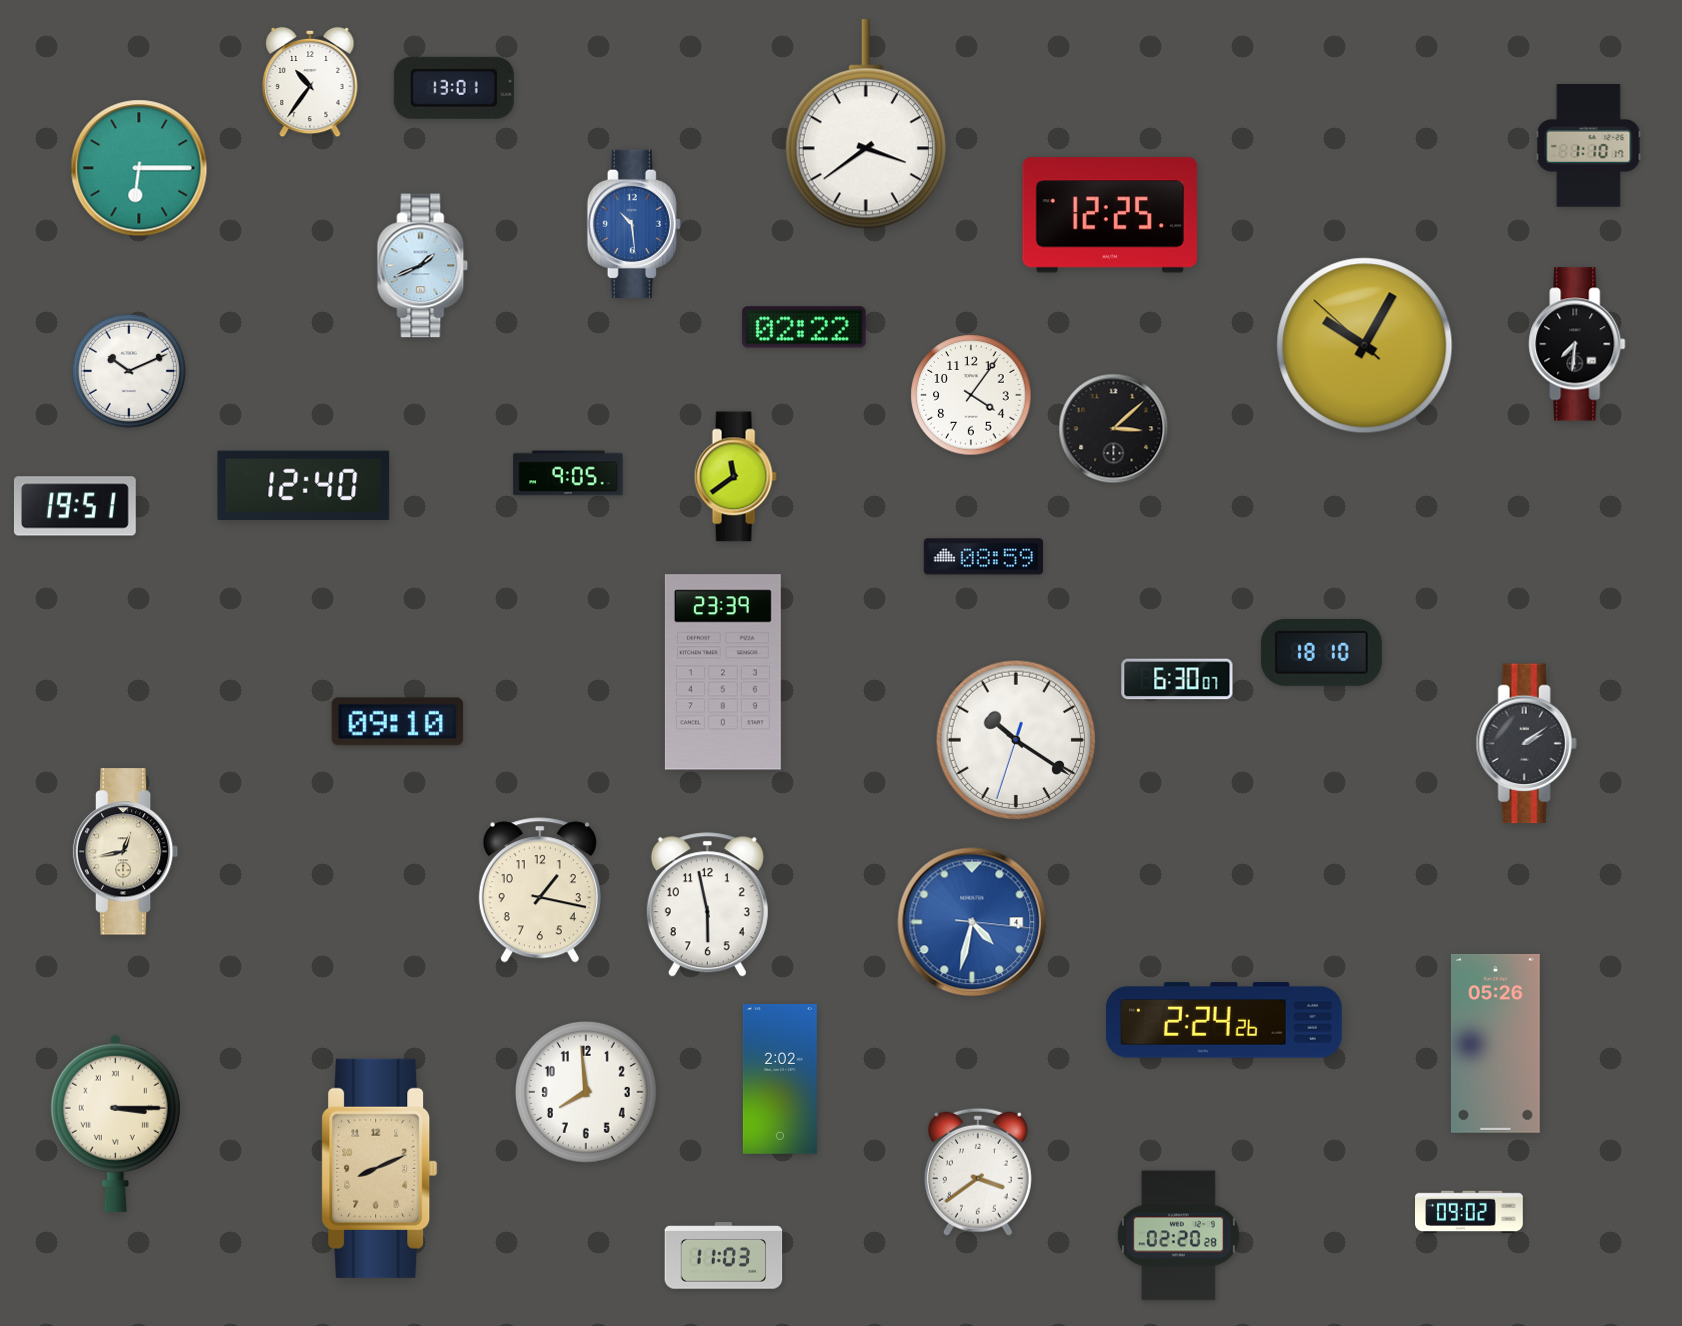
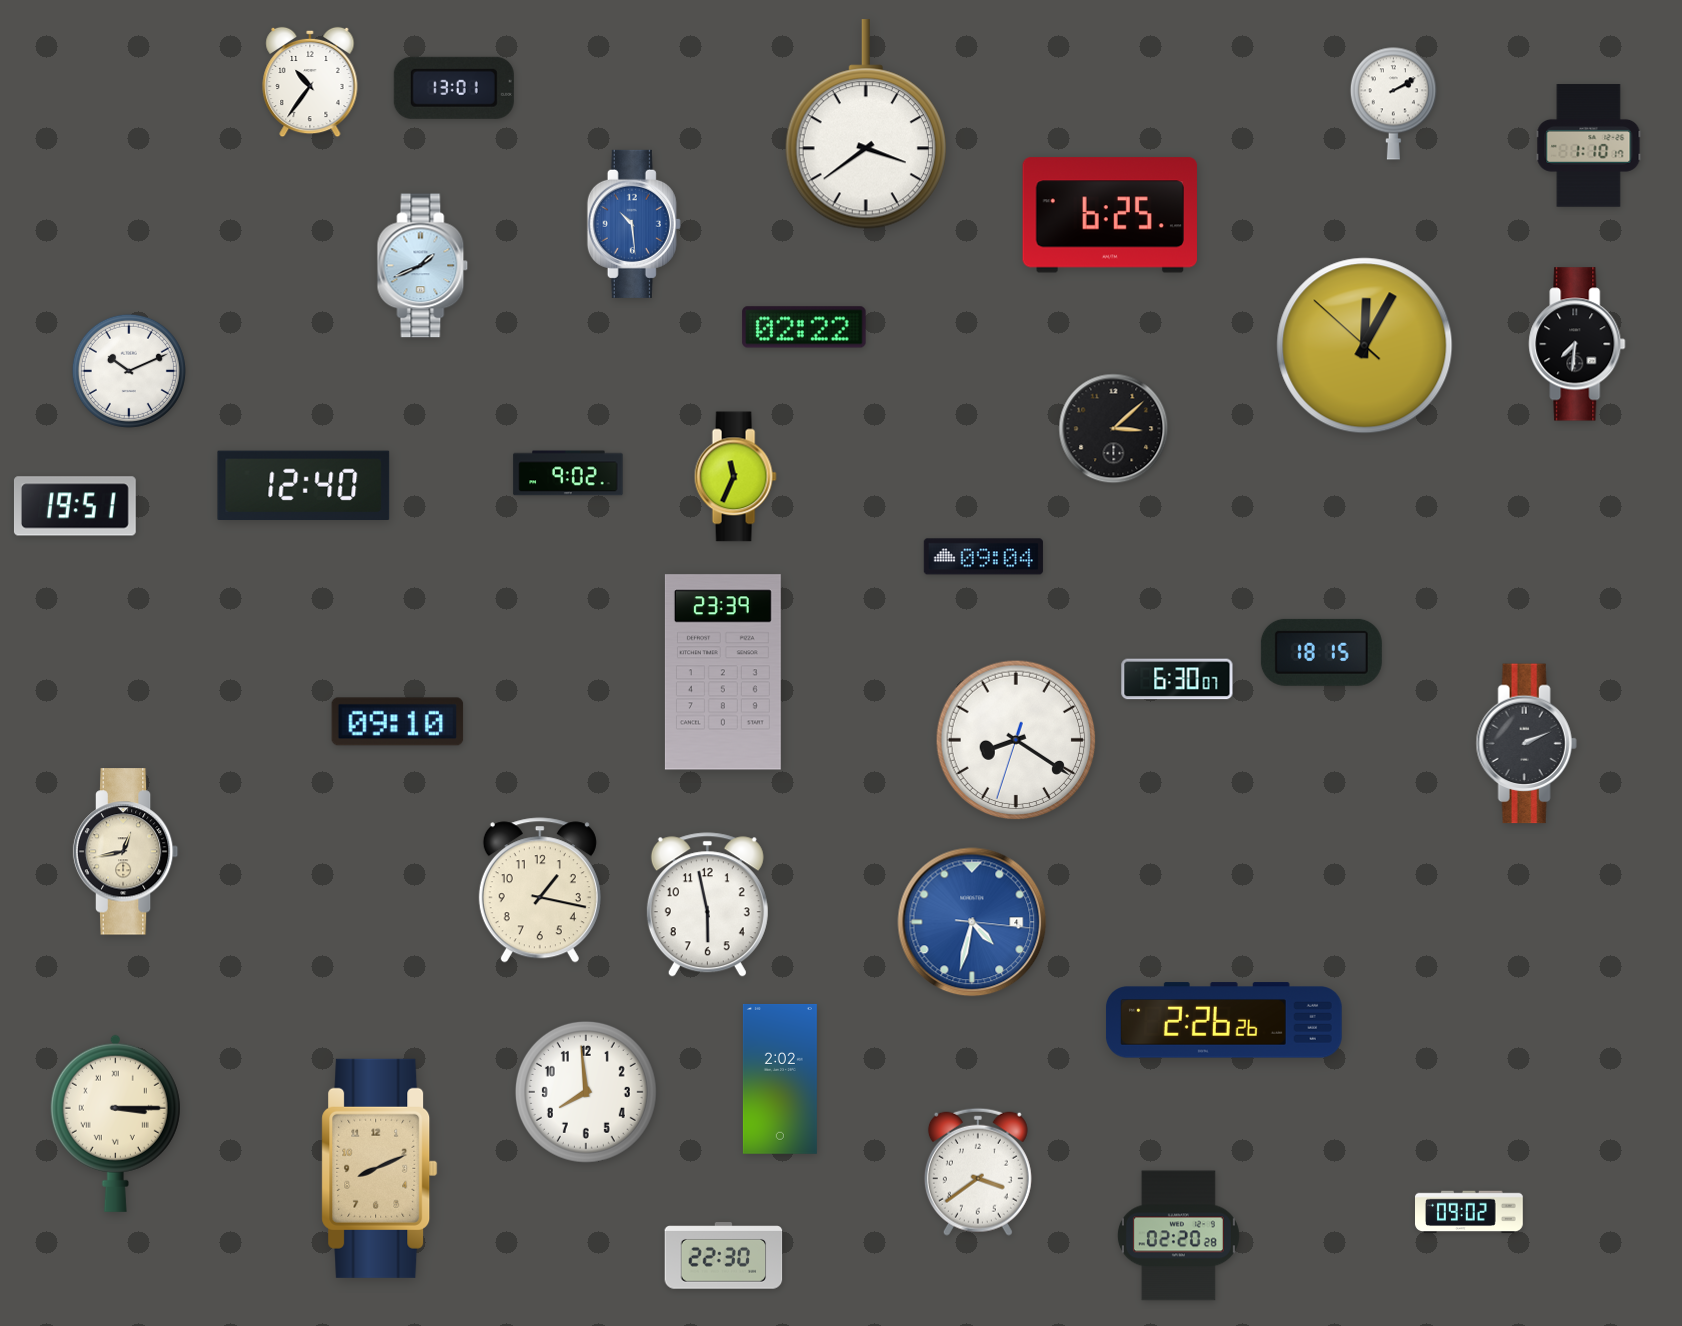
clock at (1393, 103): none -> 2:10
clock at (139, 168): 6:15 -> none
clock at (1110, 215): 12:25 -> 6:25
clock at (1365, 346): 10:04 -> 12:04
clock at (971, 395): 4:06 -> none
clock at (568, 473): 9:05 -> 9:02
clock at (735, 477): 11:39 -> 11:34
clock at (983, 557): 08:59 -> 09:04
clock at (1321, 652): 18:10 -> 18:15
clock at (1016, 740): 10:20 -> 8:20
clock at (1526, 744): 2:09 -> 2:11
clock at (1224, 1020): 2:24 -> 2:26
clock at (1495, 1043): 05:26 -> none
clock at (724, 1256): 11:03 -> 22:30
